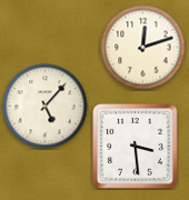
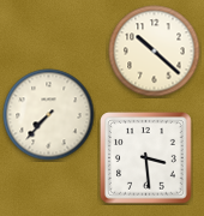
clock at (143, 48): 12:12 -> 10:22
clock at (46, 107): 5:07 -> 7:37
